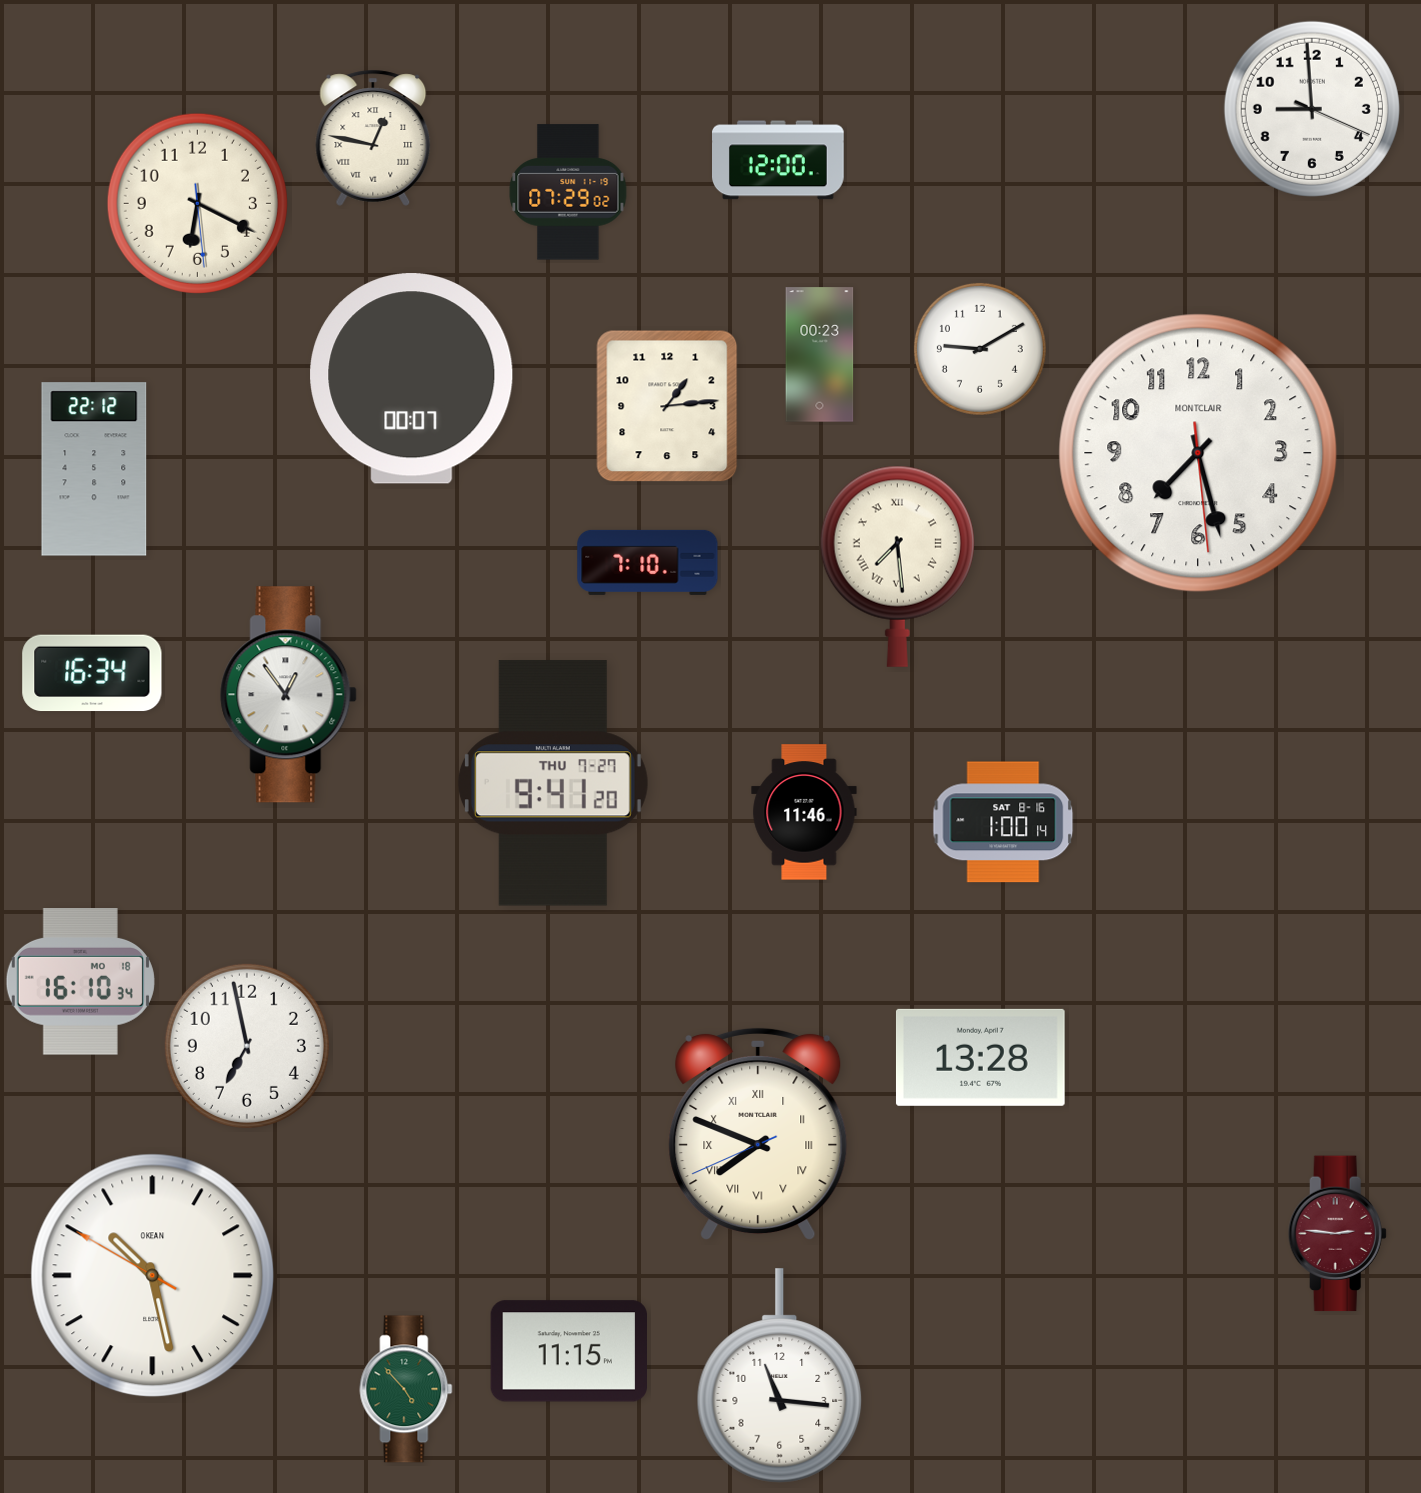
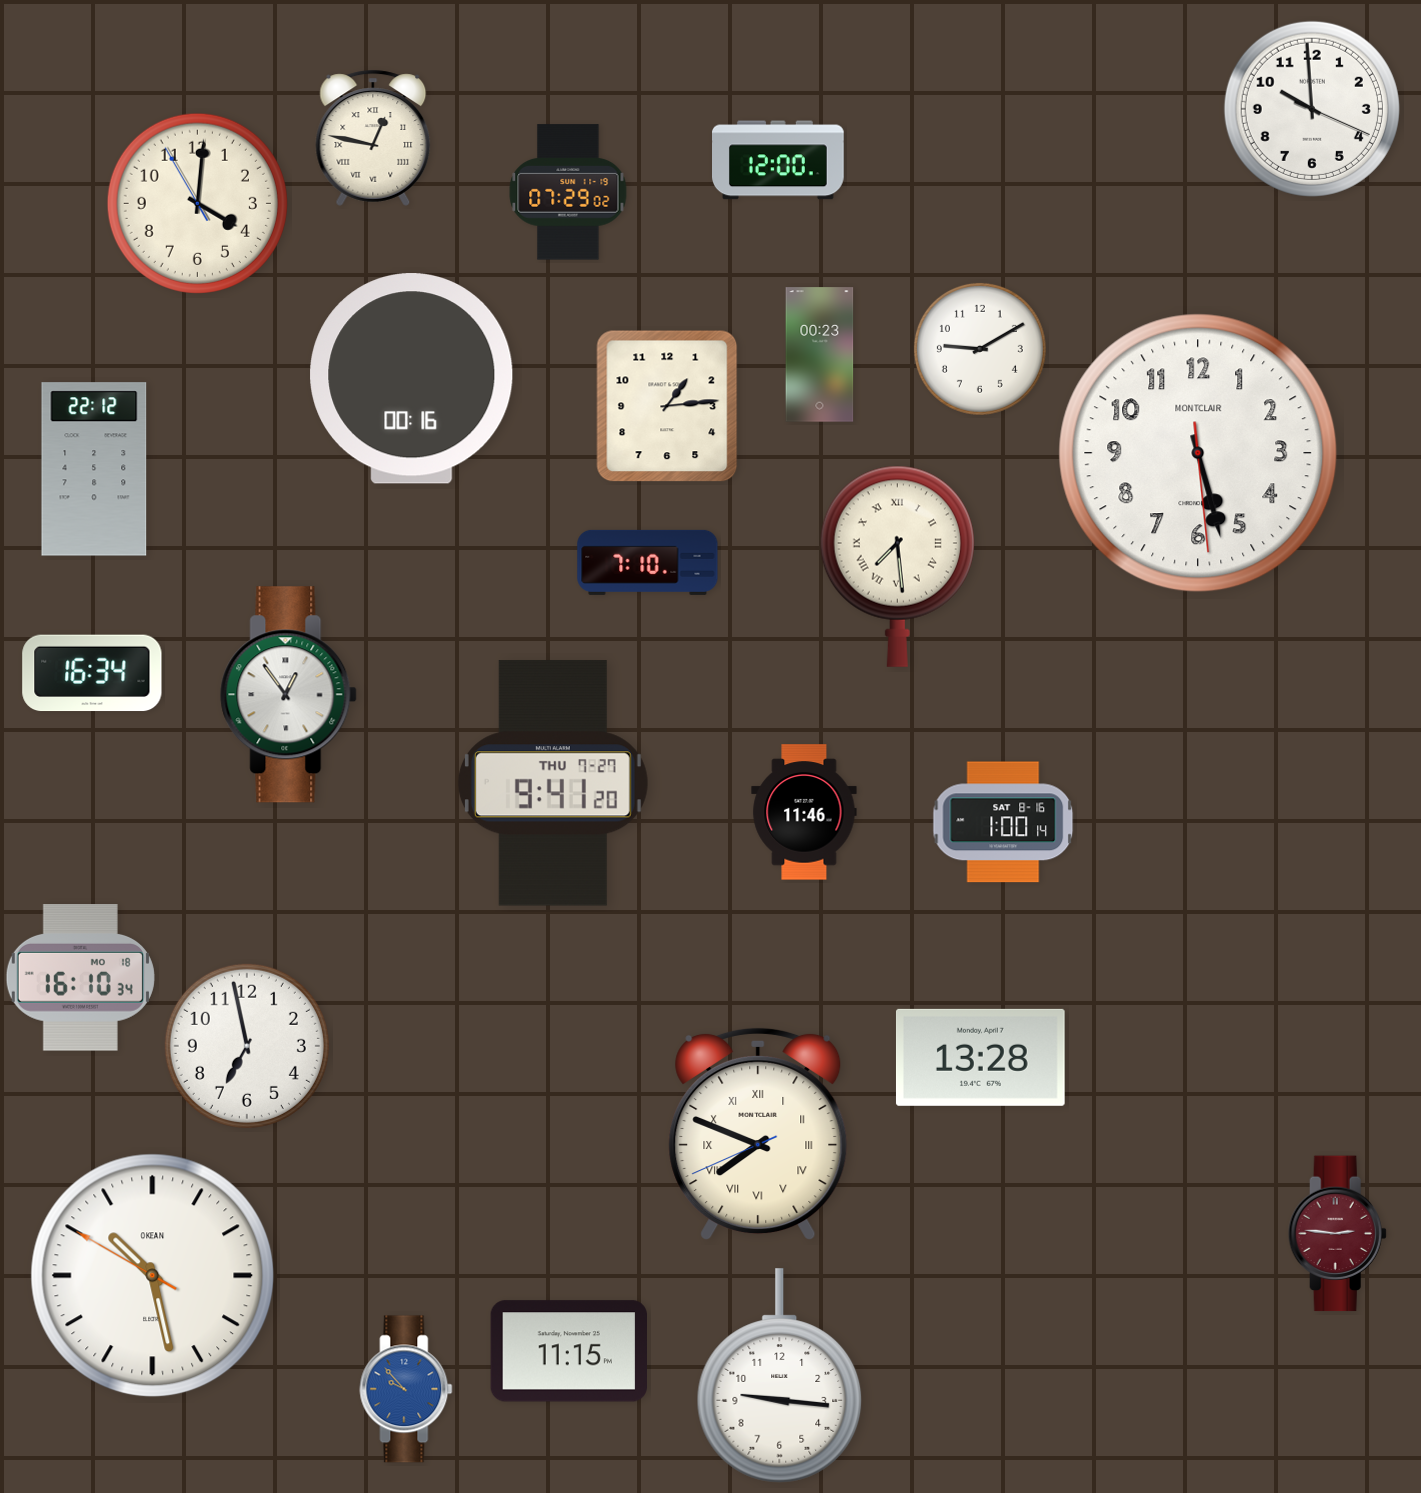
clock at (1312, 109): 8:59 -> 9:59
clock at (197, 203): 6:19 -> 4:00
clock at (412, 379): 00:07 -> 00:16
clock at (1198, 453): 7:27 -> 5:27
clock at (80, 982) position: (80, 982) -> (80, 978)
clock at (780, 1376): 11:16 -> 9:16
clock at (406, 1389): 4:53 -> 9:53
clock at (406, 1389) dial: green -> blue
